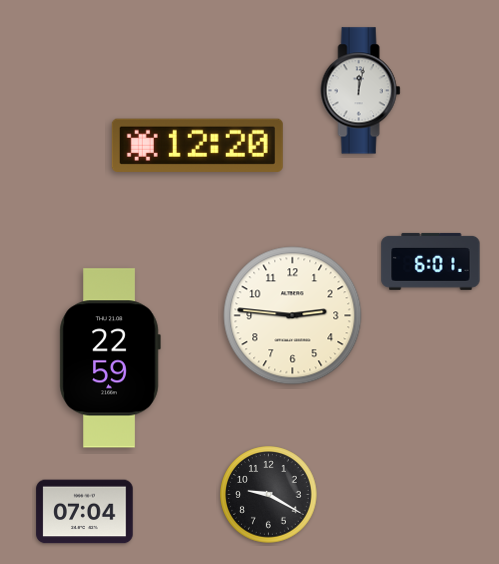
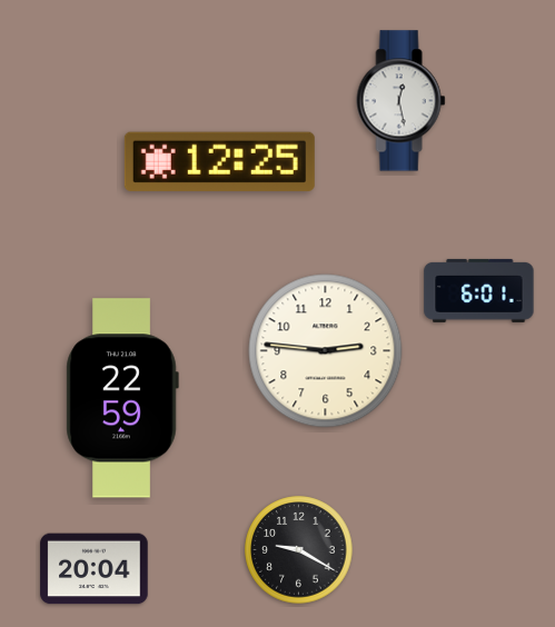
clock at (361, 91): 12:02 -> 12:28
clock at (197, 145): 12:20 -> 12:25
clock at (85, 512): 07:04 -> 20:04
